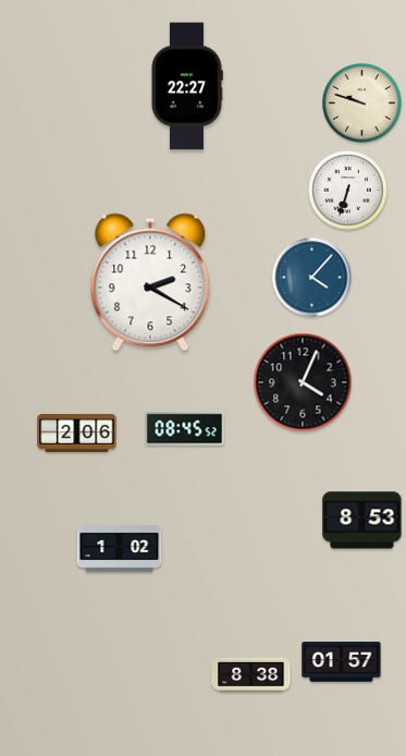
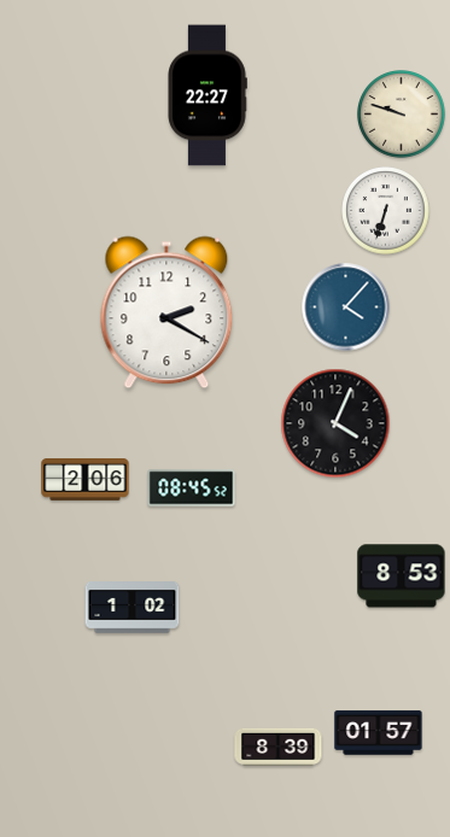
clock at (185, 429) position: (185, 429) -> (192, 488)
clock at (251, 674): 8:38 -> 8:39
